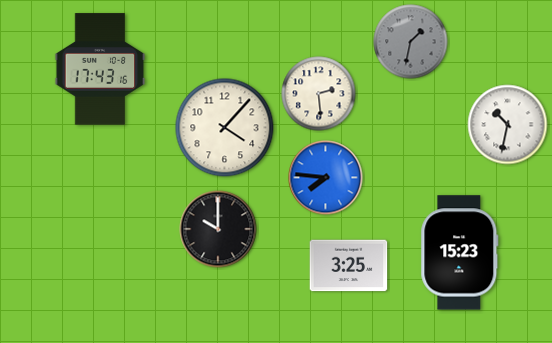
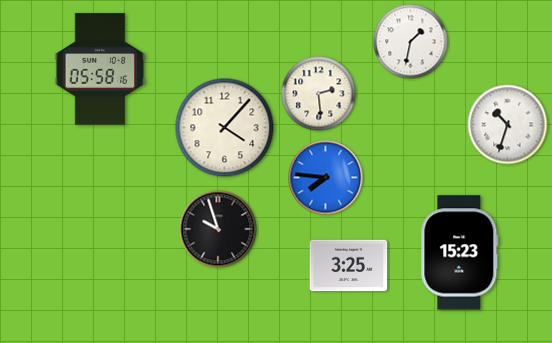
clock at (411, 42) dial: grey -> white
clock at (100, 69): 17:43 -> 05:58
clock at (508, 125): 10:32 -> 10:33
clock at (218, 229): 10:00 -> 9:57
